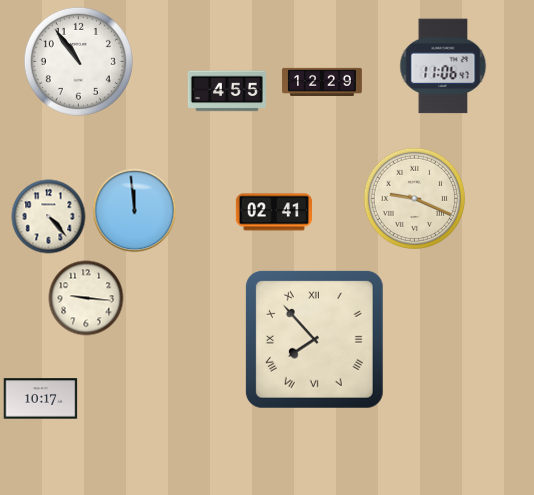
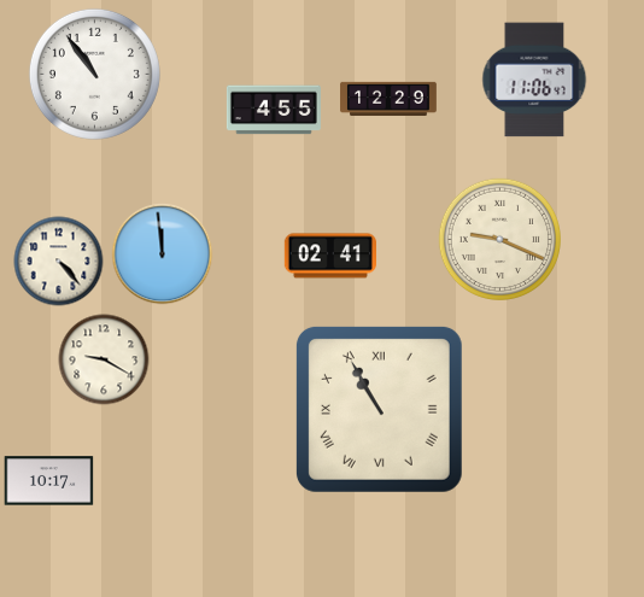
clock at (86, 298): 9:16 -> 9:20
clock at (314, 339): 7:53 -> 10:55
